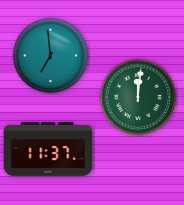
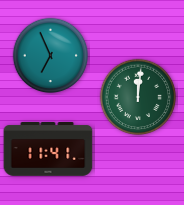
clock at (51, 56): 6:59 -> 6:56
clock at (48, 150): 11:37 -> 11:41
